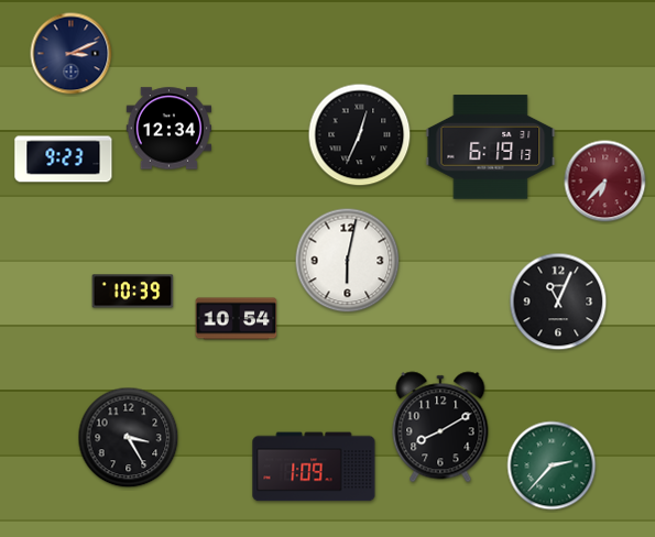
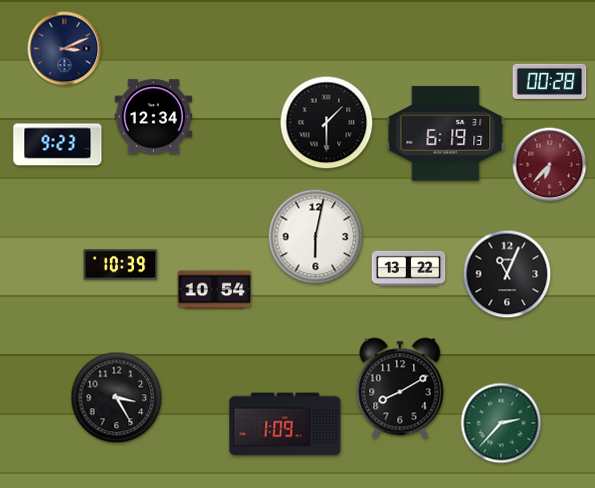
clock at (550, 81): none -> 00:28
clock at (360, 135): 12:34 -> 1:30
clock at (409, 268): none -> 13:22
